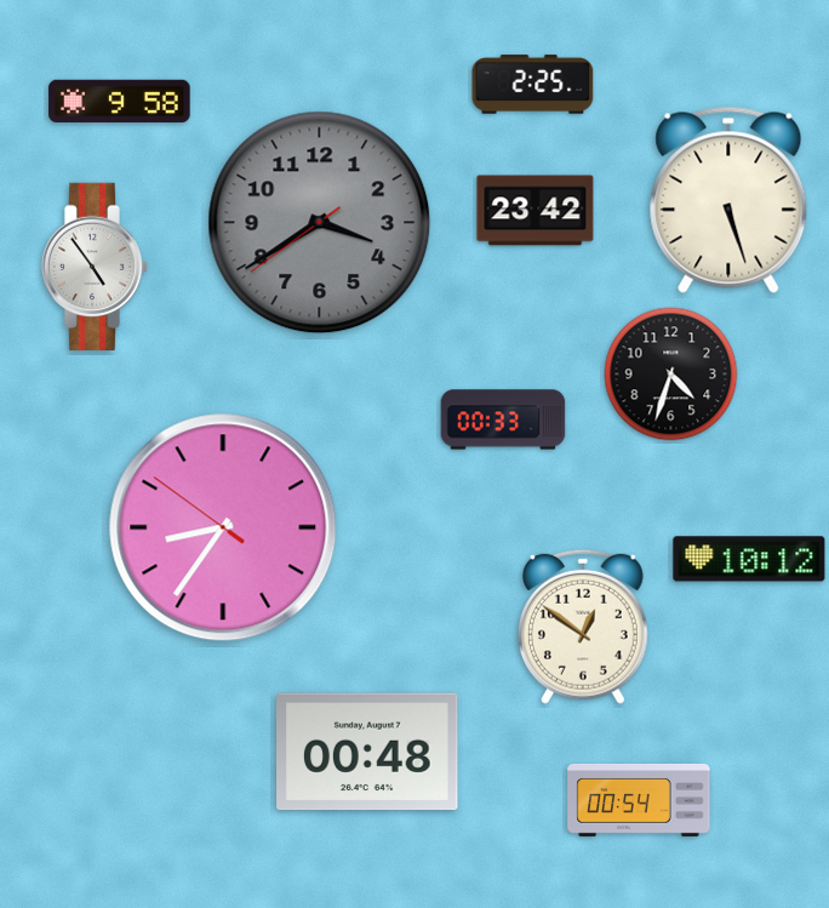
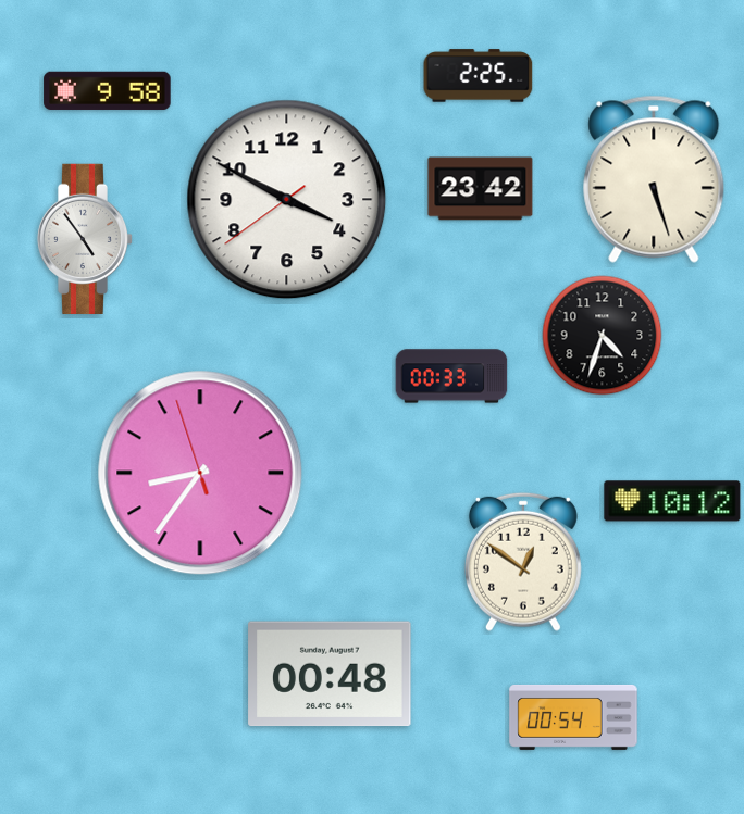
clock at (320, 223): 3:39 -> 3:49
clock at (320, 223) dial: grey -> white
clock at (223, 527): 8:35:51 -> 8:35:57
